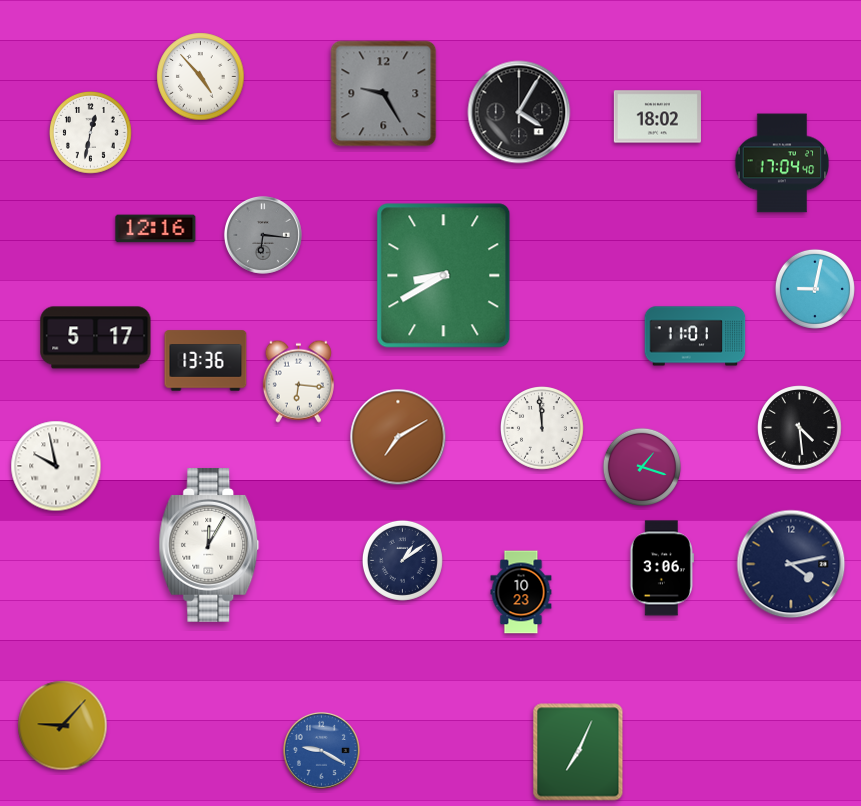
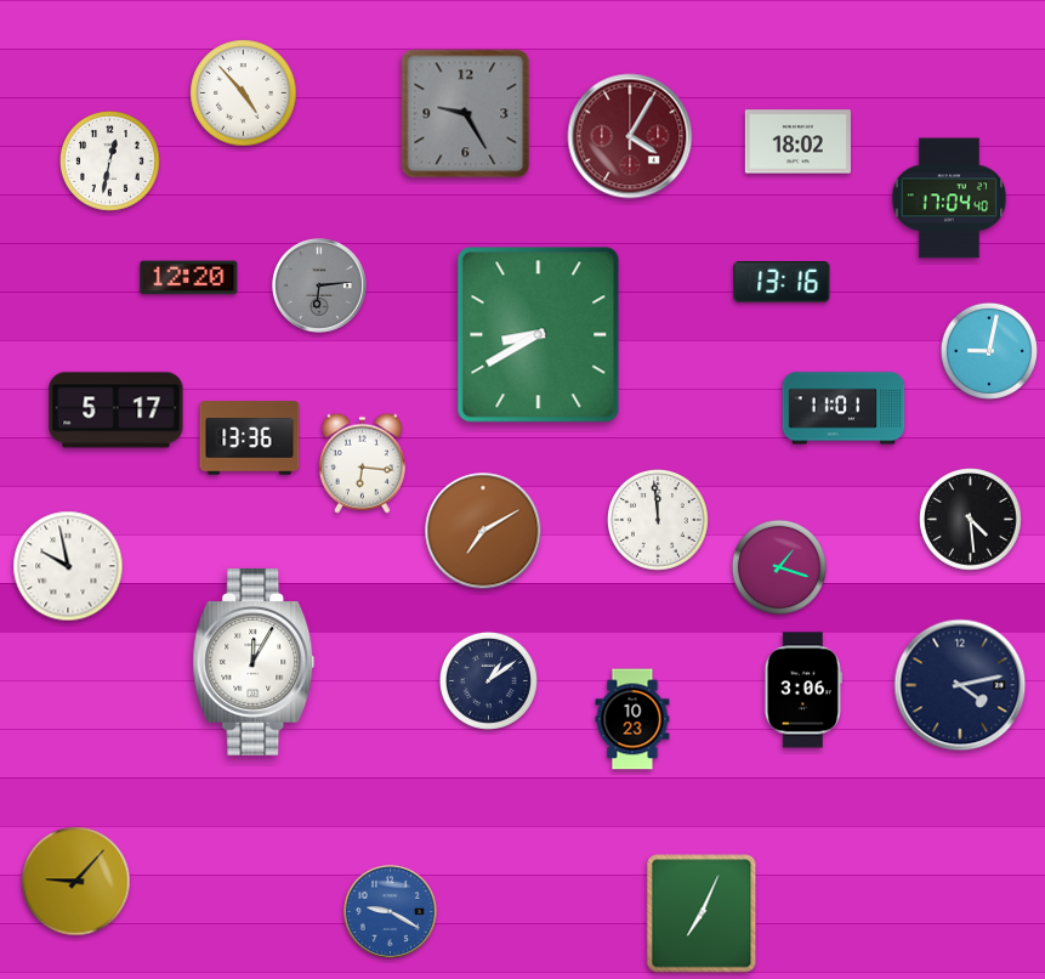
clock at (519, 112) dial: black -> burgundy
clock at (156, 229): 12:16 -> 12:20
clock at (782, 282): none -> 13:16
clock at (263, 235): 6:16 -> 6:14
